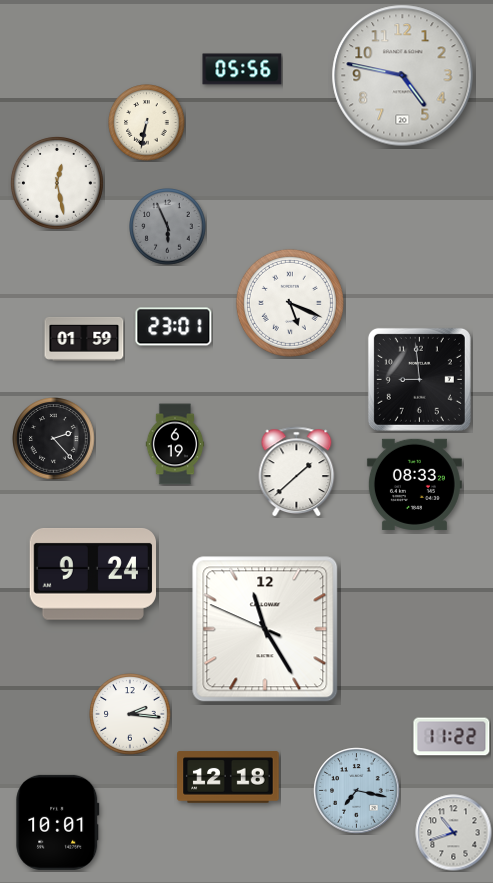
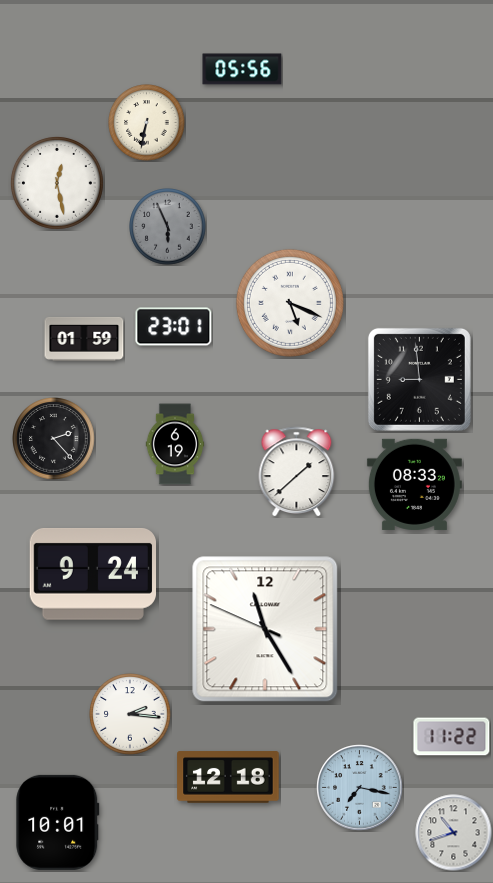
clock at (403, 76): 4:47 -> none
clock at (357, 791) position: (357, 791) -> (360, 788)
